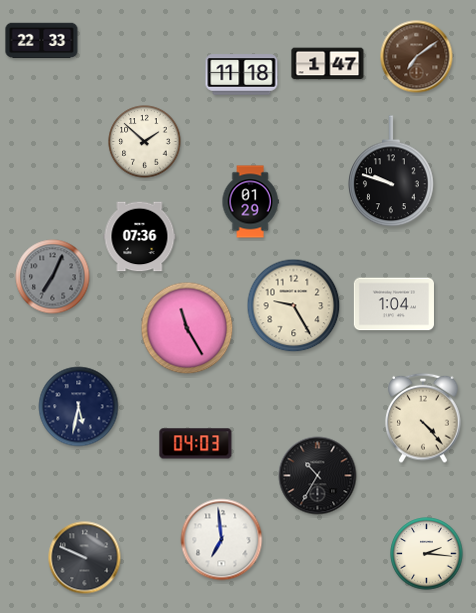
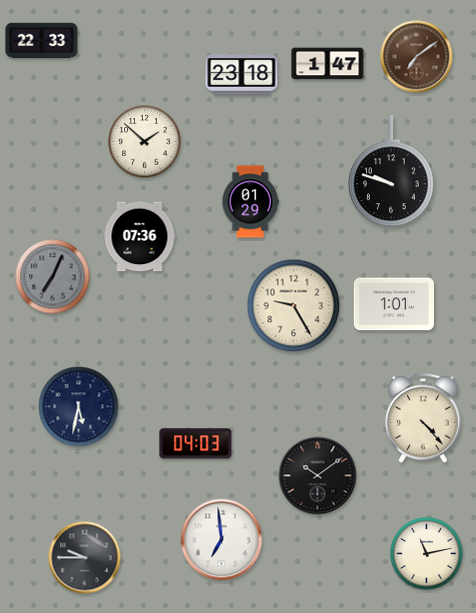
clock at (242, 75): 11:18 -> 23:18
clock at (394, 304): 1:04 -> 1:01
clock at (187, 328): 11:25 -> none
clock at (318, 476): 10:35 -> 10:09
clock at (427, 554): 2:16 -> 11:13
clock at (85, 558): 9:49 -> 9:45
